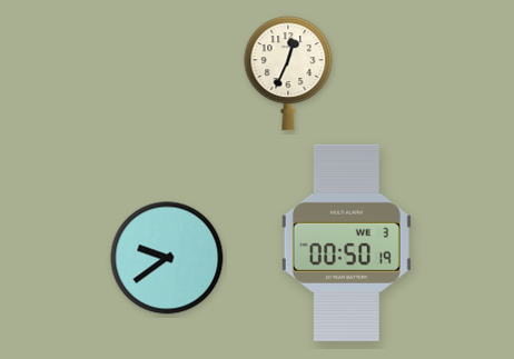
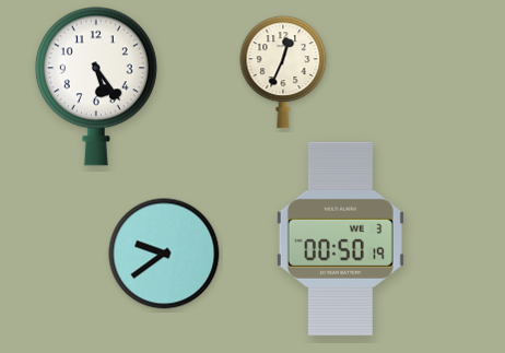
clock at (96, 86): none -> 5:24
